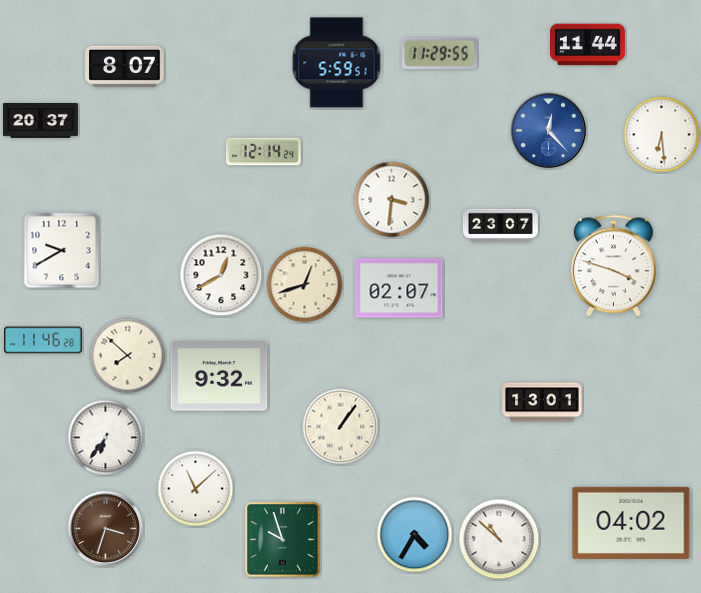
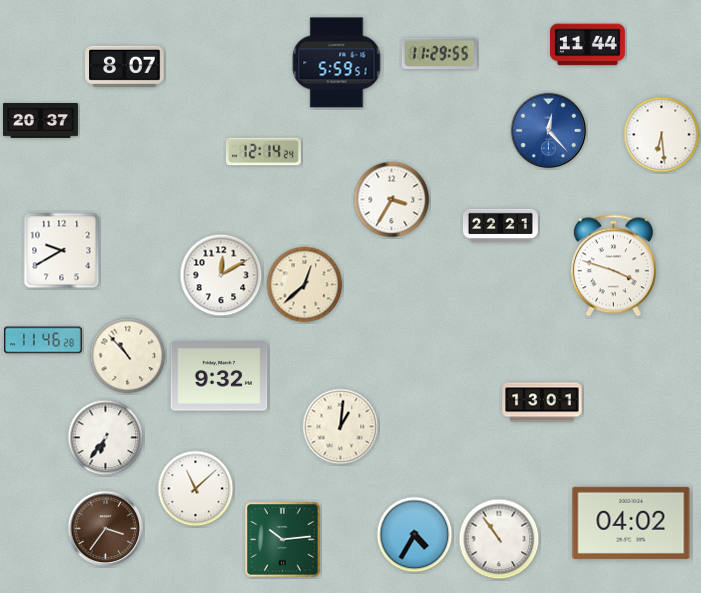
clock at (392, 200): 3:31 -> 3:35
clock at (500, 226): 23:07 -> 22:21
clock at (221, 275): 12:40 -> 12:10
clock at (305, 285): 12:42 -> 12:38
clock at (399, 288): 02:07 -> none
clock at (128, 356): 7:52 -> 10:53
clock at (341, 427): 1:06 -> 1:01
clock at (106, 529): 3:33 -> 3:36
clock at (499, 539): 10:52 -> 10:54
clock at (283, 540): 9:57 -> 10:14
